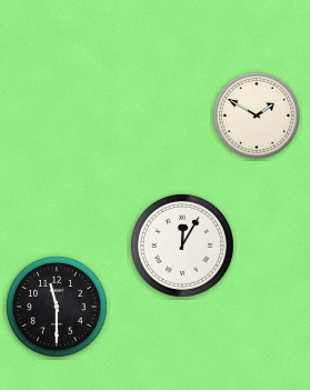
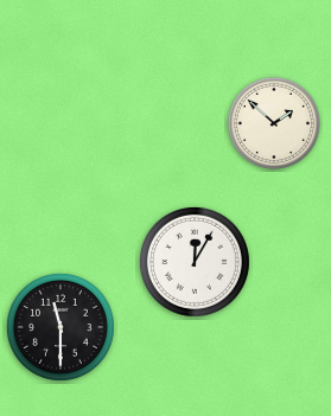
clock at (257, 116): 1:50 -> 1:52
